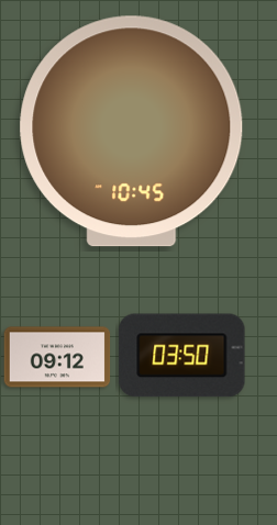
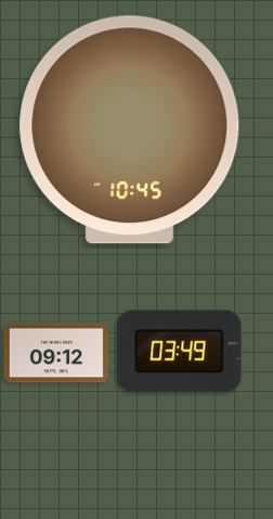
clock at (182, 356): 03:50 -> 03:49
